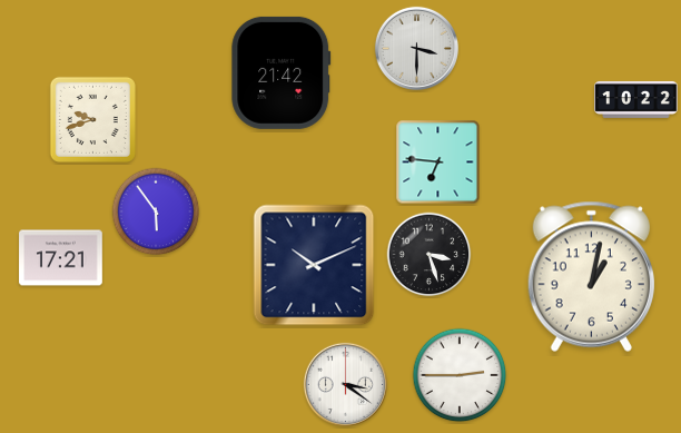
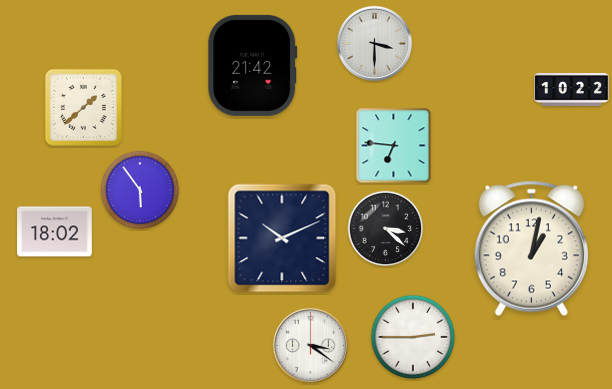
clock at (92, 119): 9:42 -> 1:38
clock at (430, 255): 3:27 -> 3:22
clock at (61, 258): 17:21 -> 18:02
